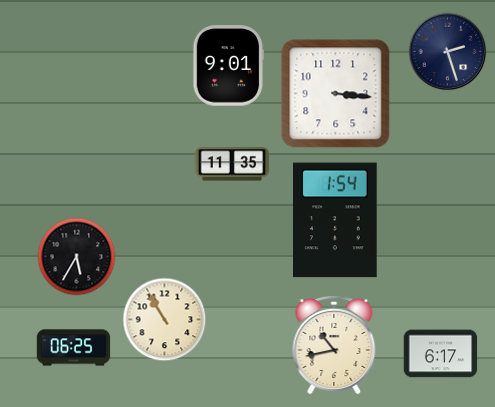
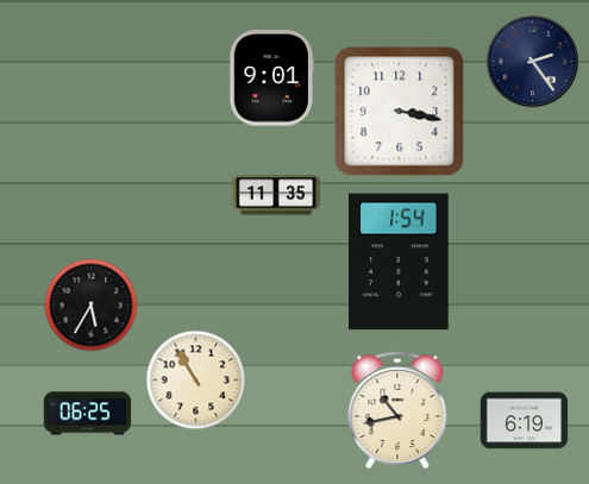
clock at (448, 52): 2:27 -> 2:24
clock at (336, 94): 3:16 -> 3:17
clock at (441, 354): 6:17 -> 6:19
